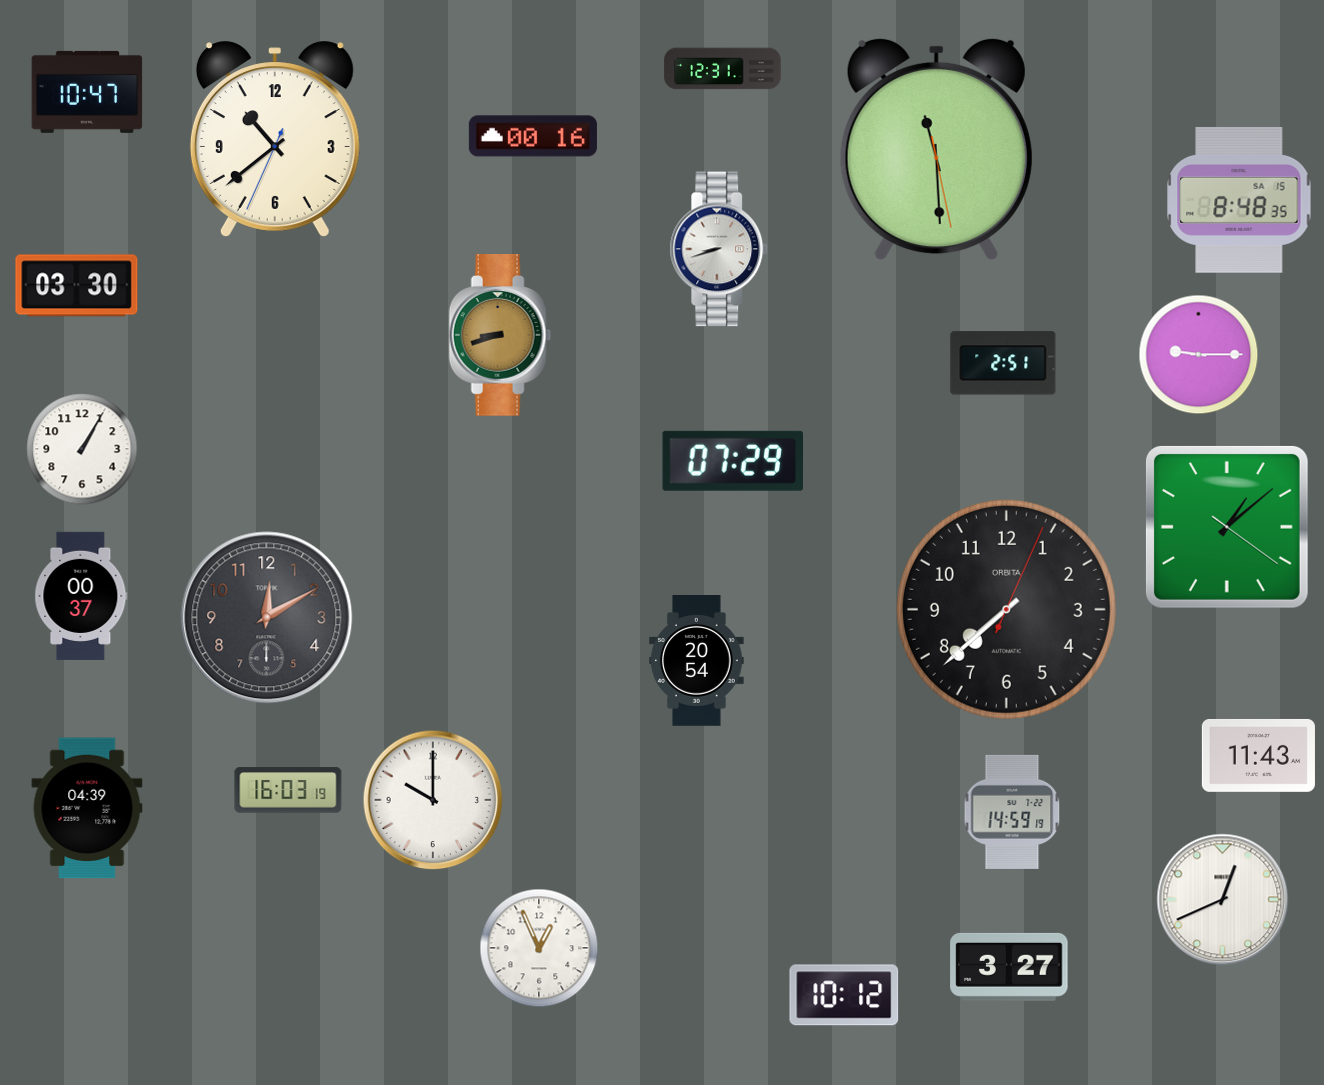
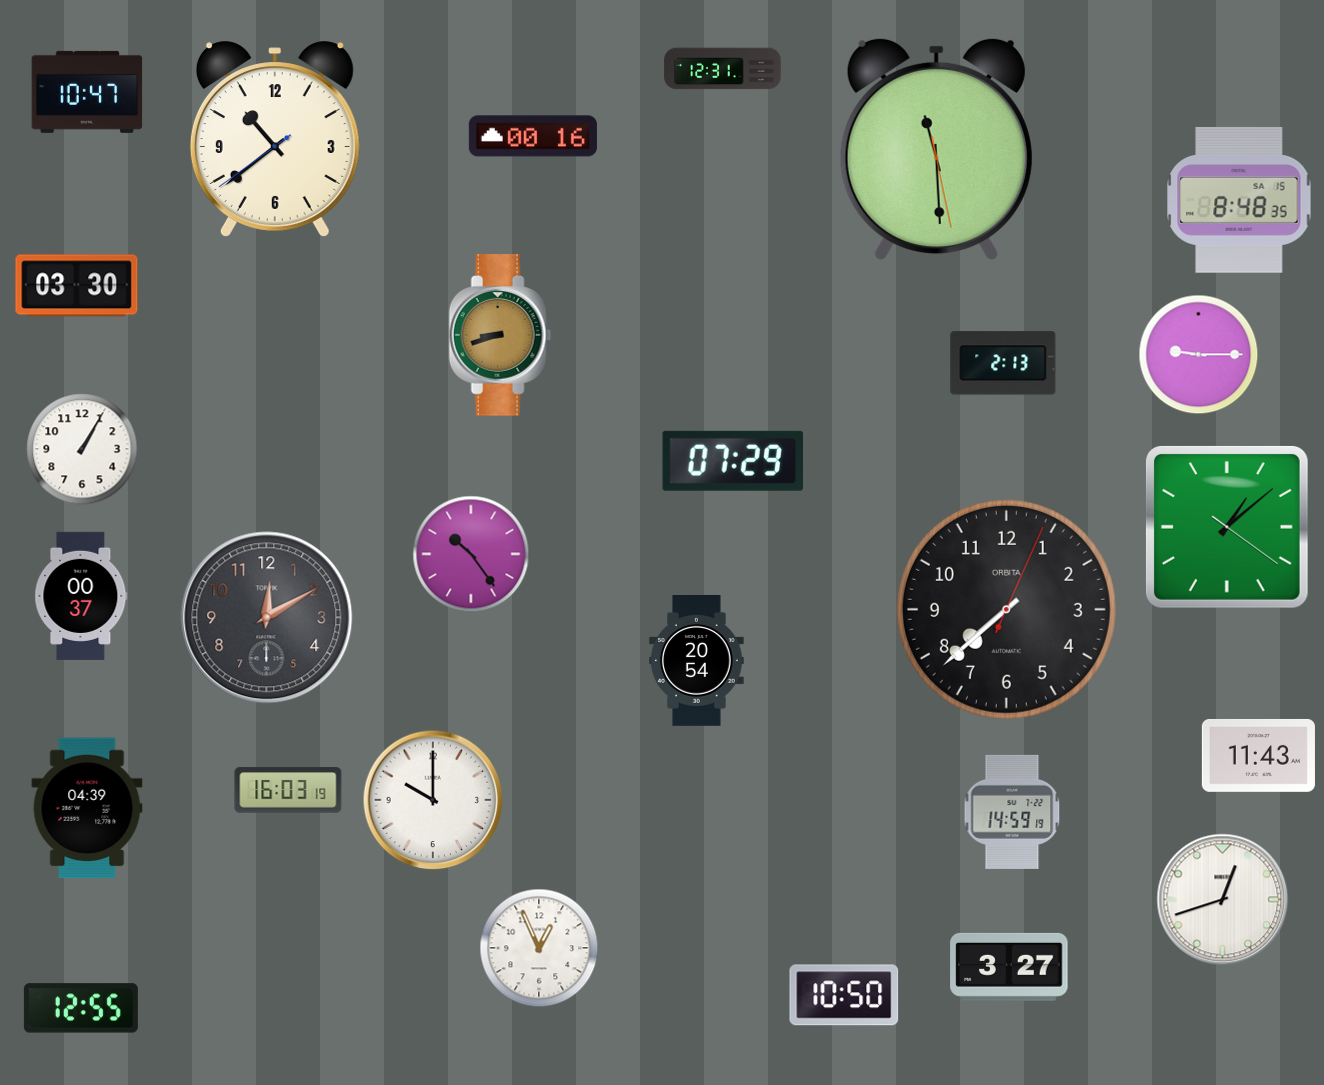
clock at (275, 139): 10:38:34 -> 10:38:39
clock at (719, 249): 8:42 -> none
clock at (1003, 363): 2:51 -> 2:13
clock at (471, 554): none -> 10:24
clock at (1223, 900): 12:41 -> 12:42
clock at (844, 995): 10:12 -> 10:50
clock at (81, 1008): none -> 12:55
